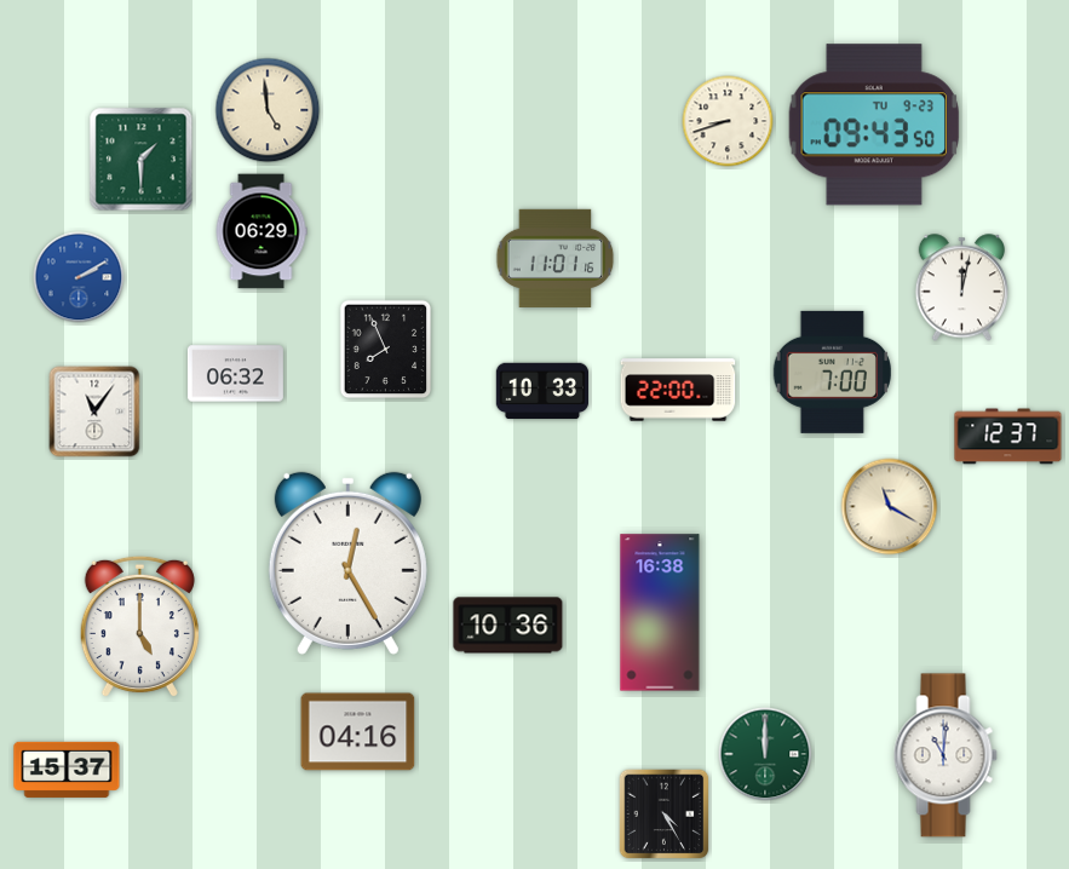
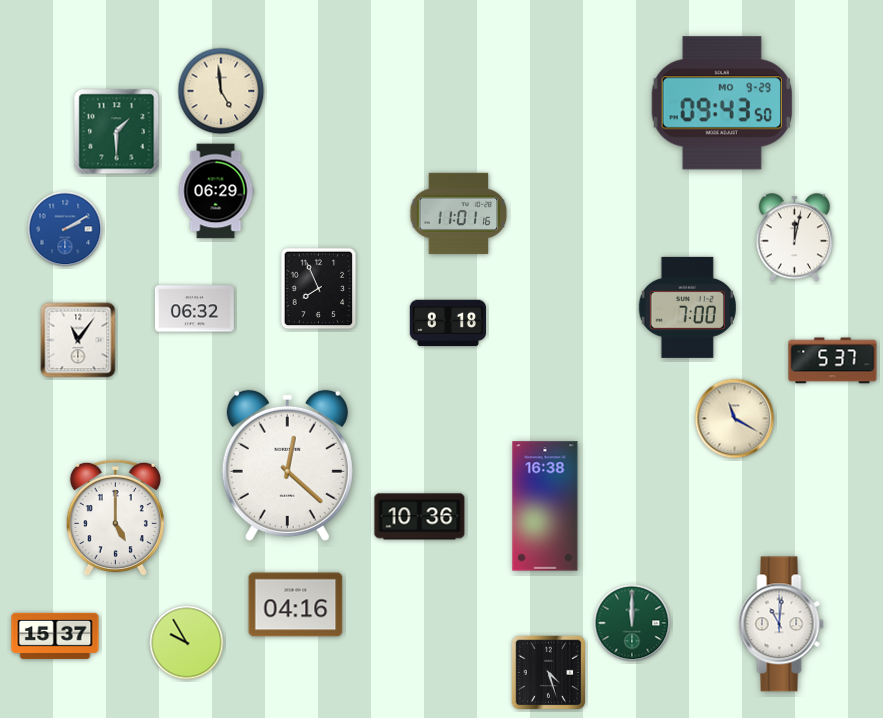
clock at (728, 121): 8:42 -> none
clock at (874, 125) date: TU 9-23 -> MO 9-29
clock at (678, 390): 22:00 -> none
clock at (541, 391): 10:33 -> 8:18
clock at (1008, 437): 12:37 -> 5:37
clock at (347, 563): 12:25 -> 12:22
clock at (187, 643): none -> 9:55
clock at (665, 815): 4:25 -> 4:27
